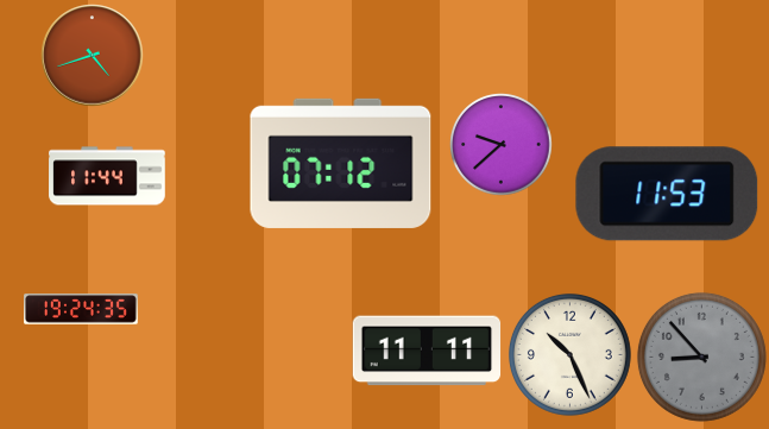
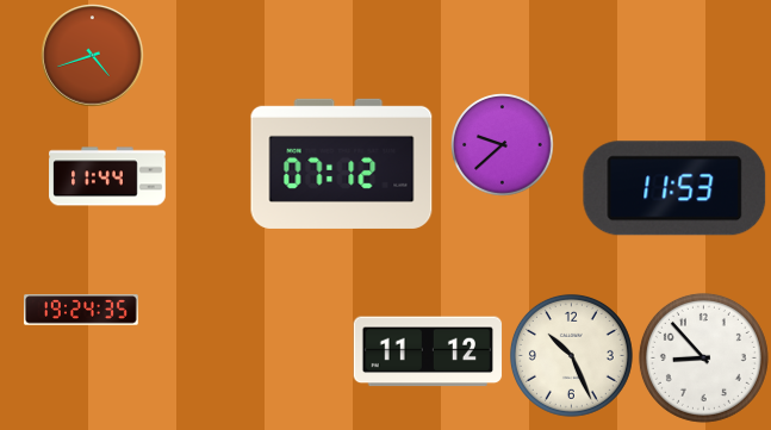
clock at (667, 194) position: (667, 194) -> (674, 188)
clock at (427, 351): 11:11 -> 11:12
clock at (701, 357) dial: grey -> white
